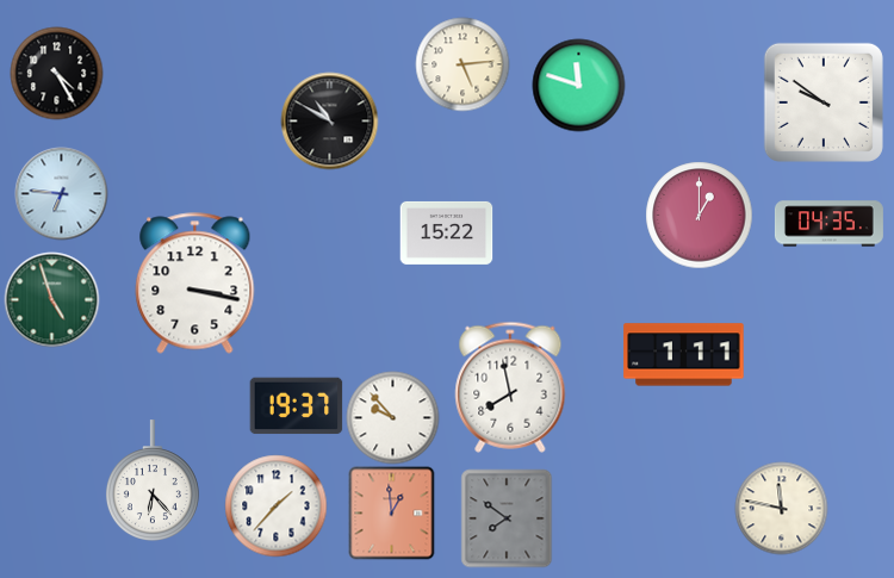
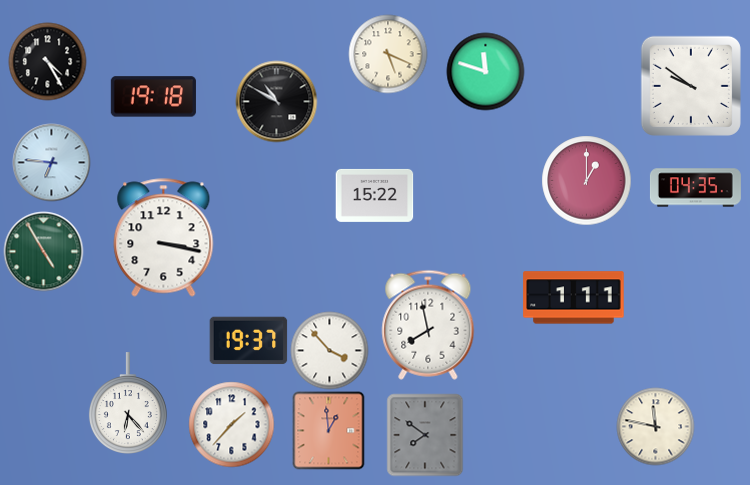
clock at (462, 64): 5:14 -> 5:19
clock at (153, 97): none -> 19:18
clock at (51, 299): 4:57 -> 4:55
clock at (392, 417): 9:53 -> 3:53
